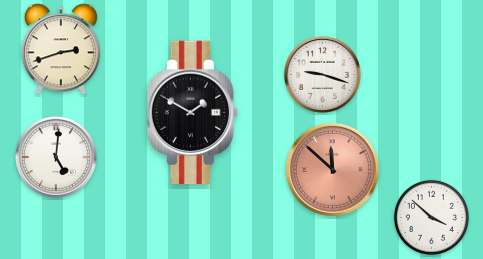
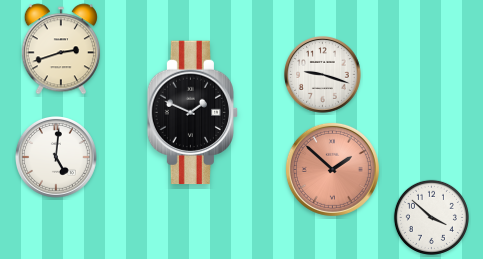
clock at (193, 113): 1:50 -> 1:49
clock at (332, 169): 11:52 -> 1:52
